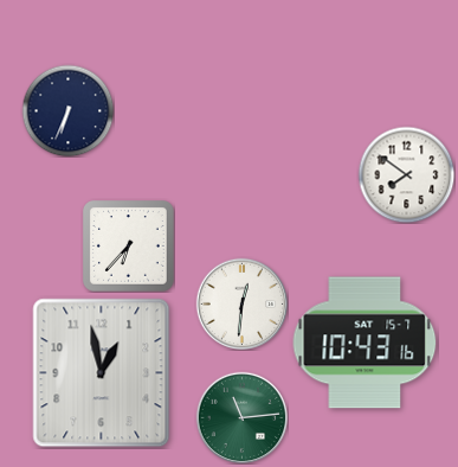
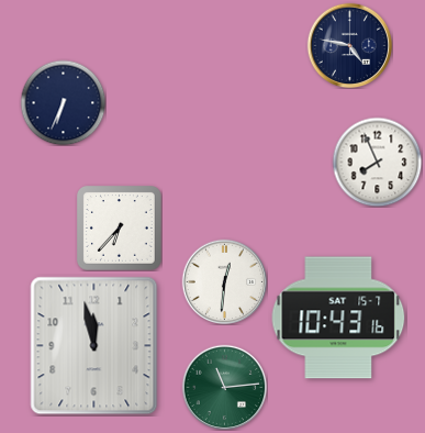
clock at (349, 45): none -> 4:47
clock at (406, 174): 7:51 -> 7:56
clock at (102, 373): 12:58 -> 11:58
